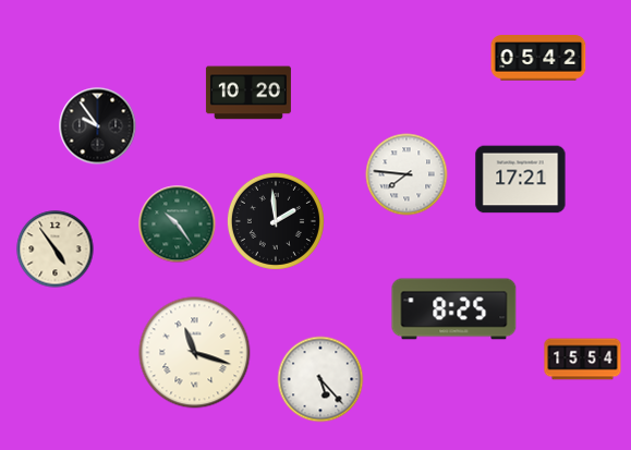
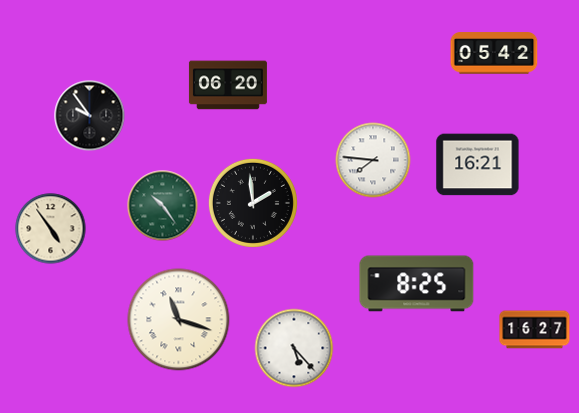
clock at (248, 93): 10:20 -> 06:20
clock at (521, 180): 17:21 -> 16:21
clock at (195, 353) position: (195, 353) -> (179, 320)
clock at (583, 360): 15:54 -> 16:27
